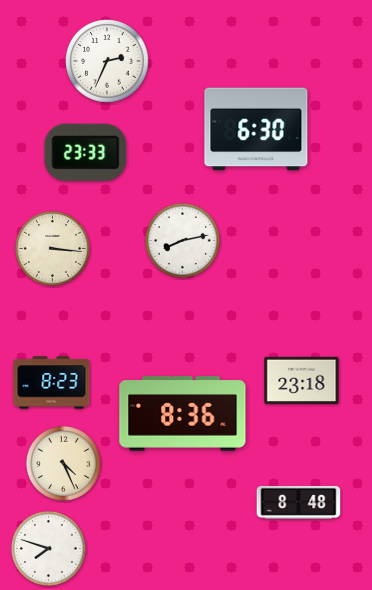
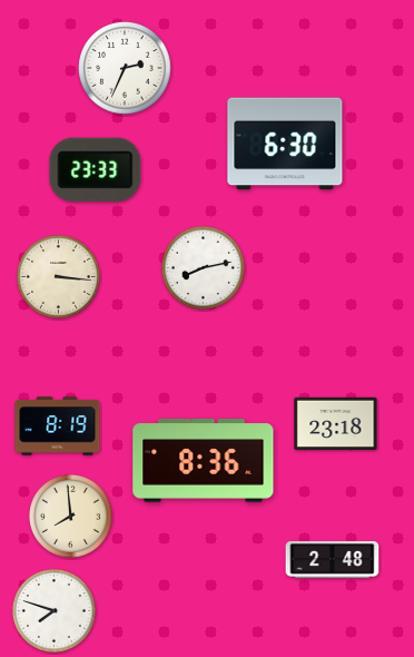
clock at (107, 61) position: (107, 61) -> (125, 68)
clock at (52, 383): 8:23 -> 8:19
clock at (63, 463): 4:26 -> 7:59
clock at (299, 502): 8:48 -> 2:48
